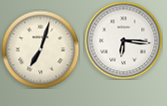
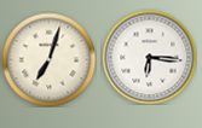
clock at (123, 40) position: (123, 40) -> (149, 57)
